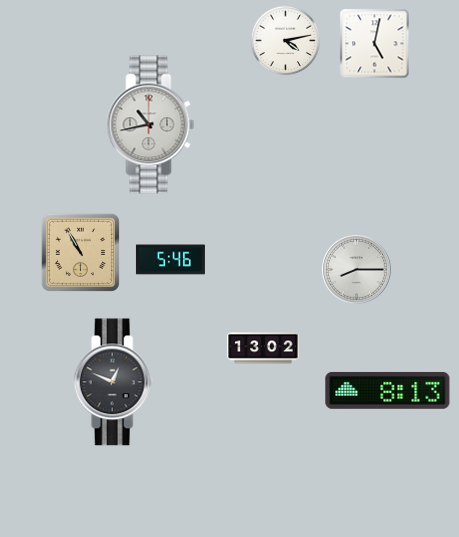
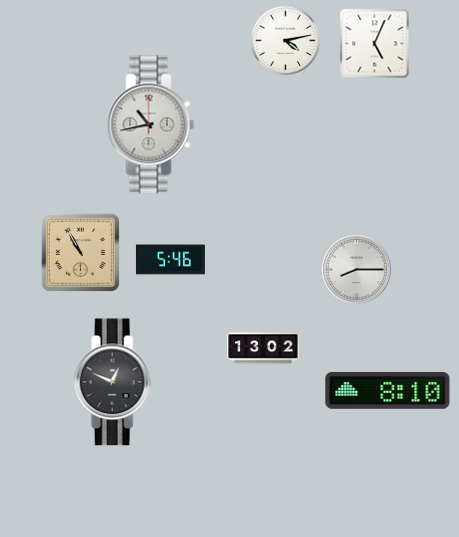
clock at (375, 44): 5:02 -> 5:04
clock at (388, 391): 8:13 -> 8:10
